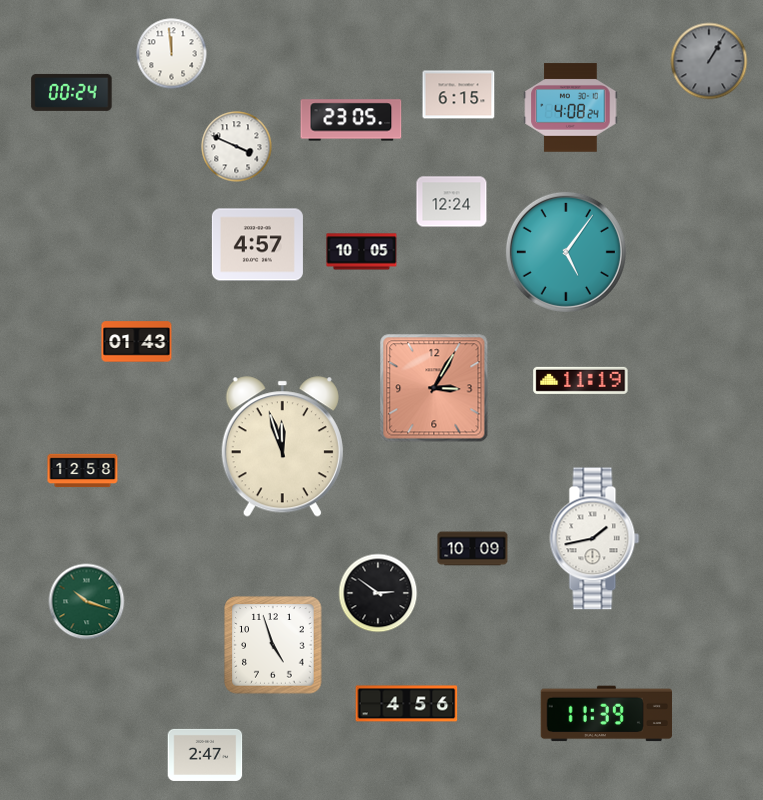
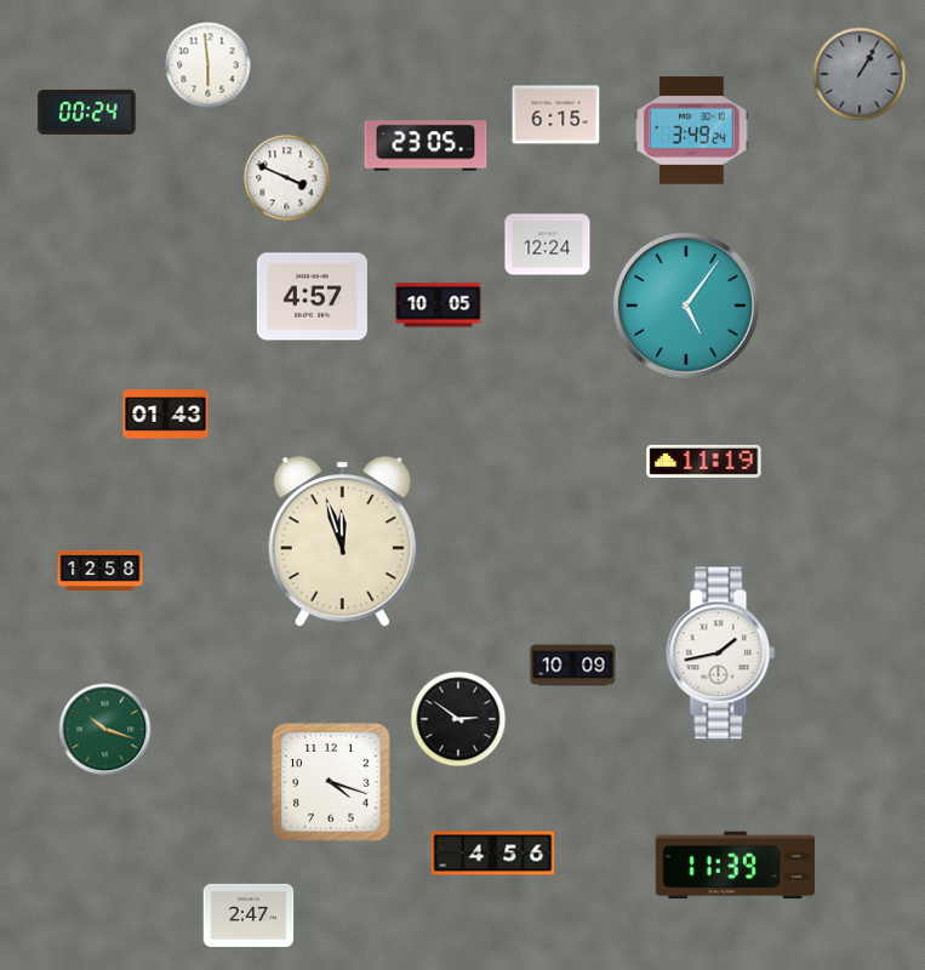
clock at (172, 54): 11:59 -> 5:59
clock at (571, 108): 4:08 -> 3:49
clock at (434, 388): 3:05 -> none
clock at (273, 645): 4:57 -> 4:18
